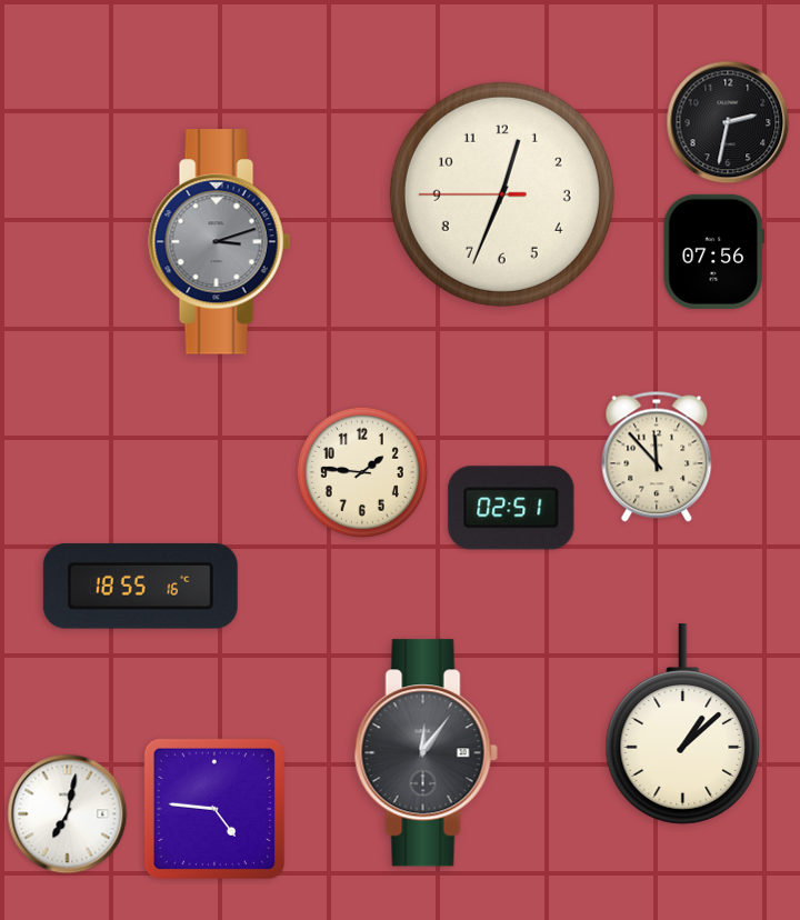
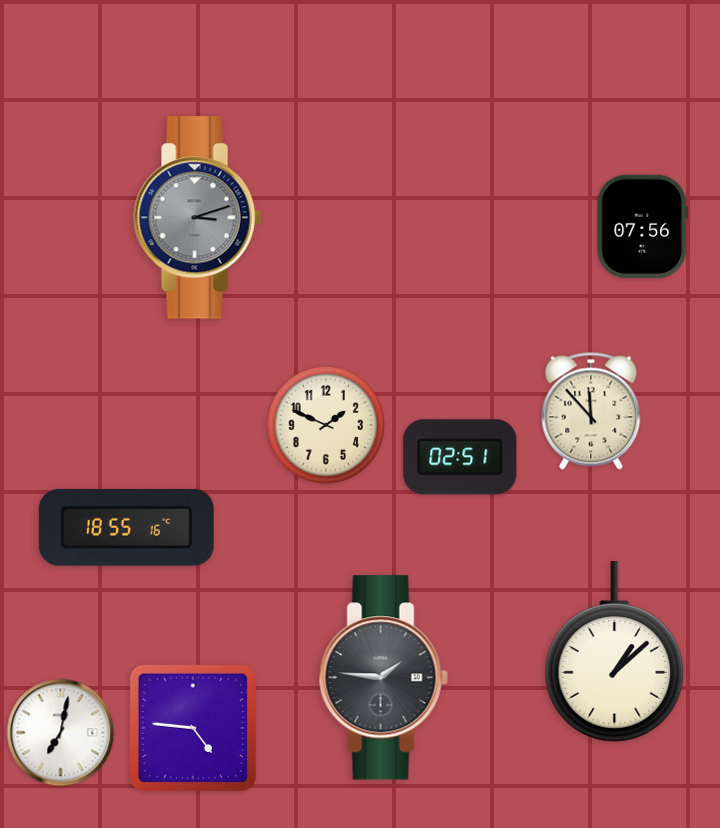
clock at (728, 122): 2:32 -> none
clock at (502, 194): 12:33 -> none
clock at (362, 472): 1:46 -> 1:49
clock at (426, 753): 12:06 -> 1:46
